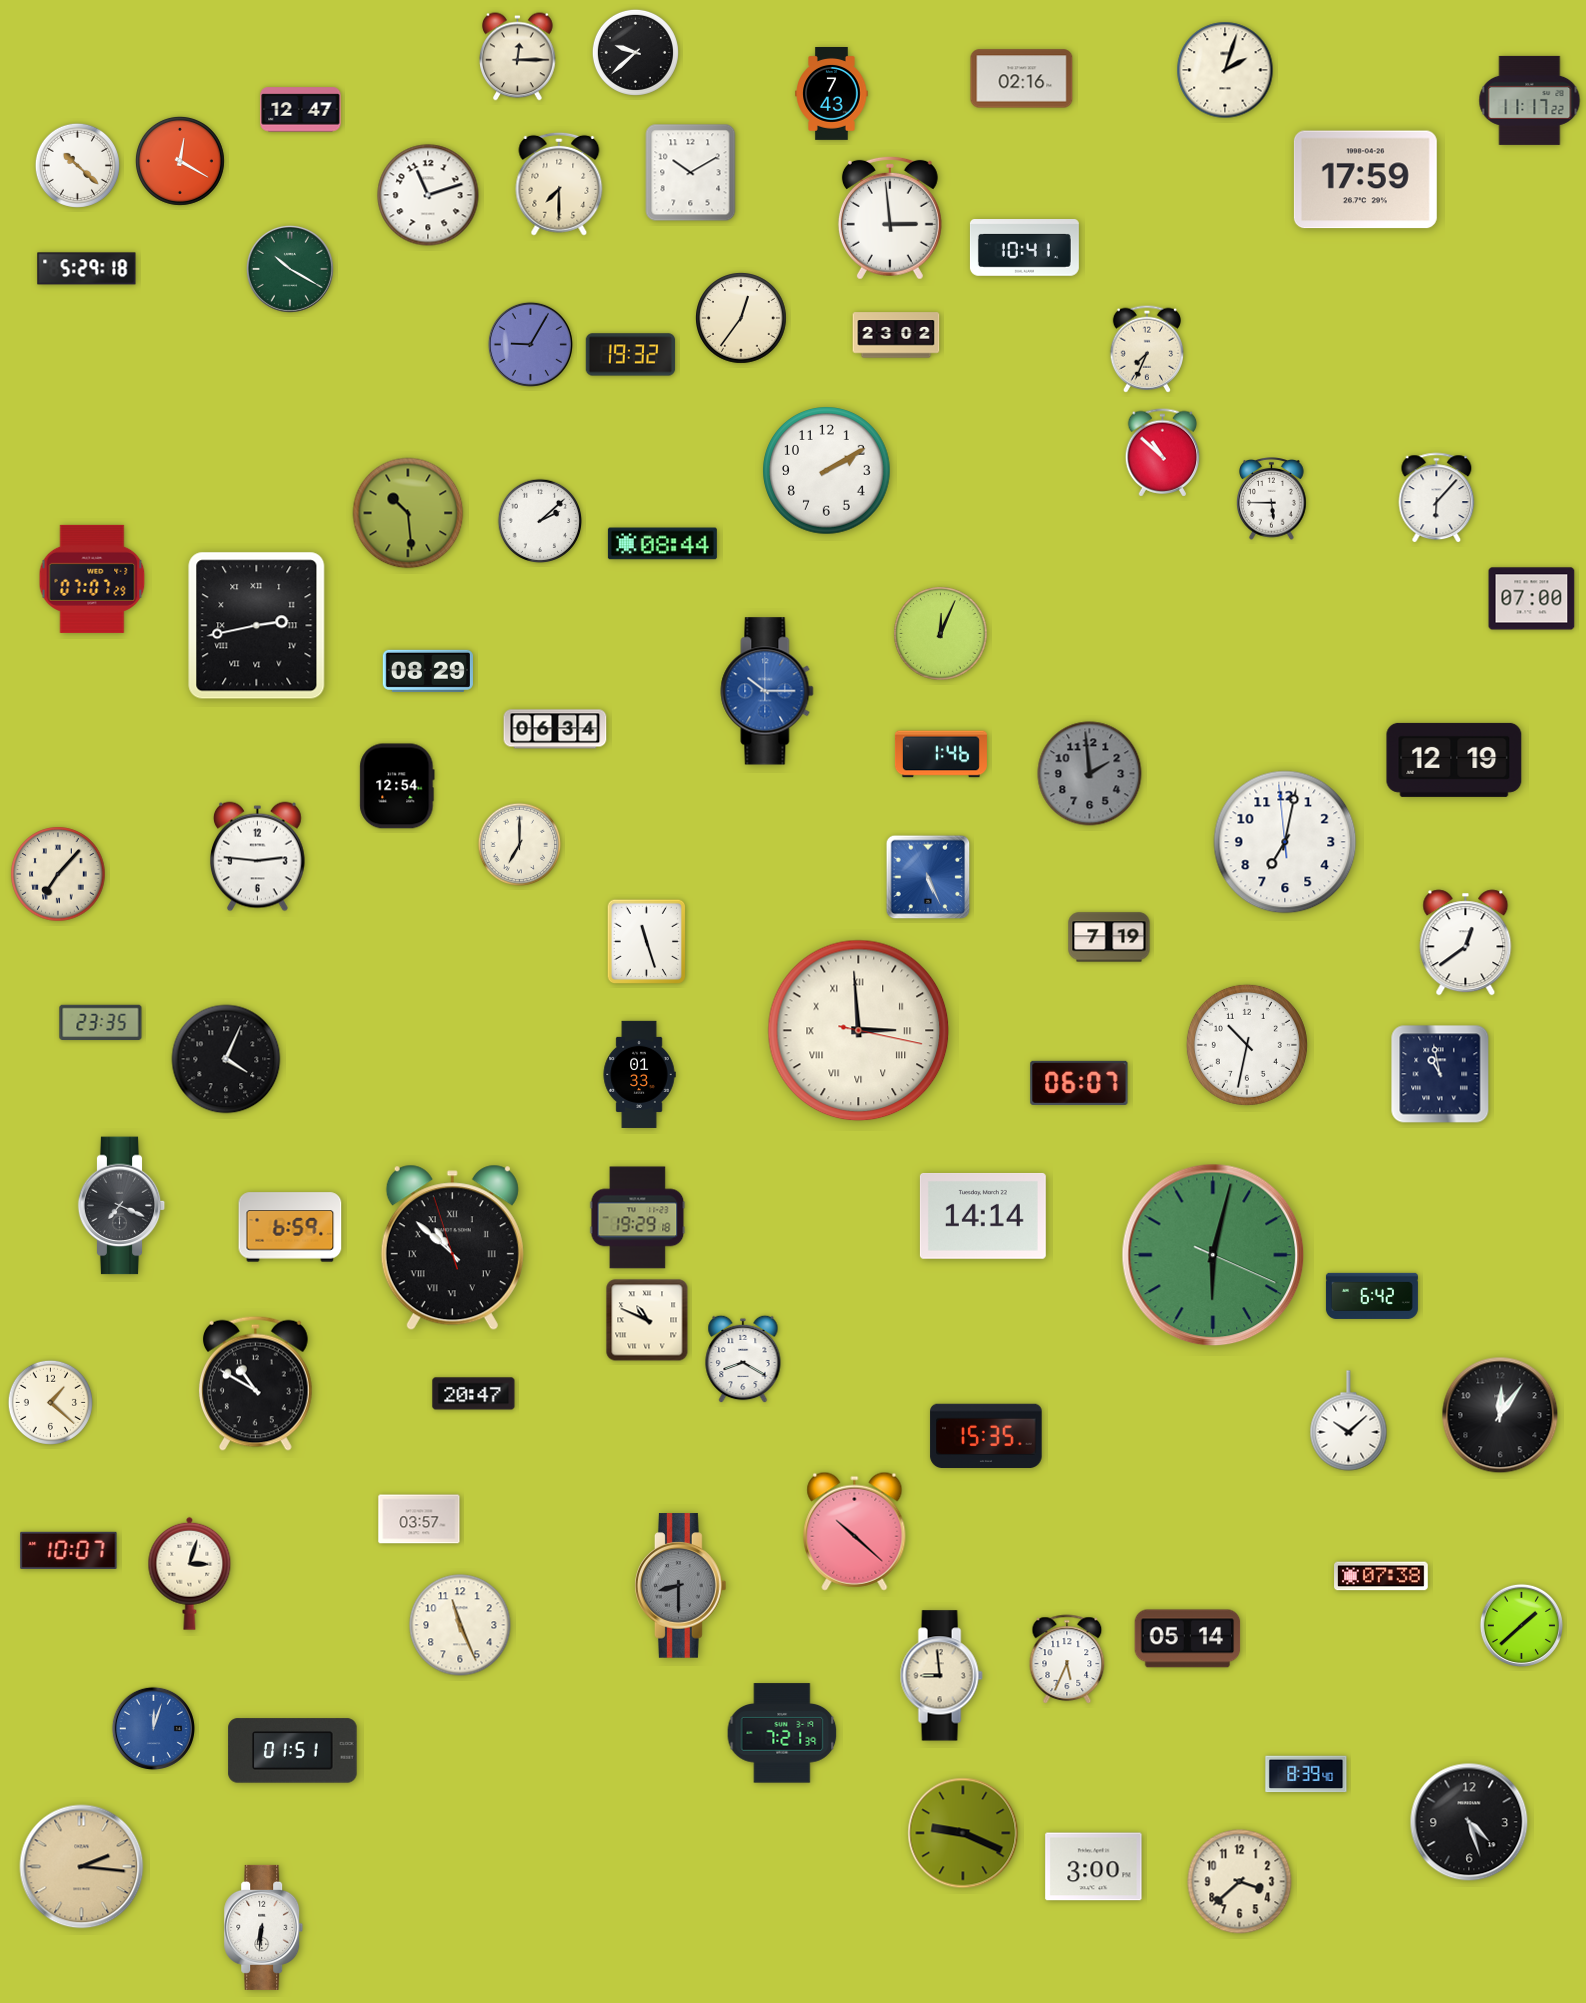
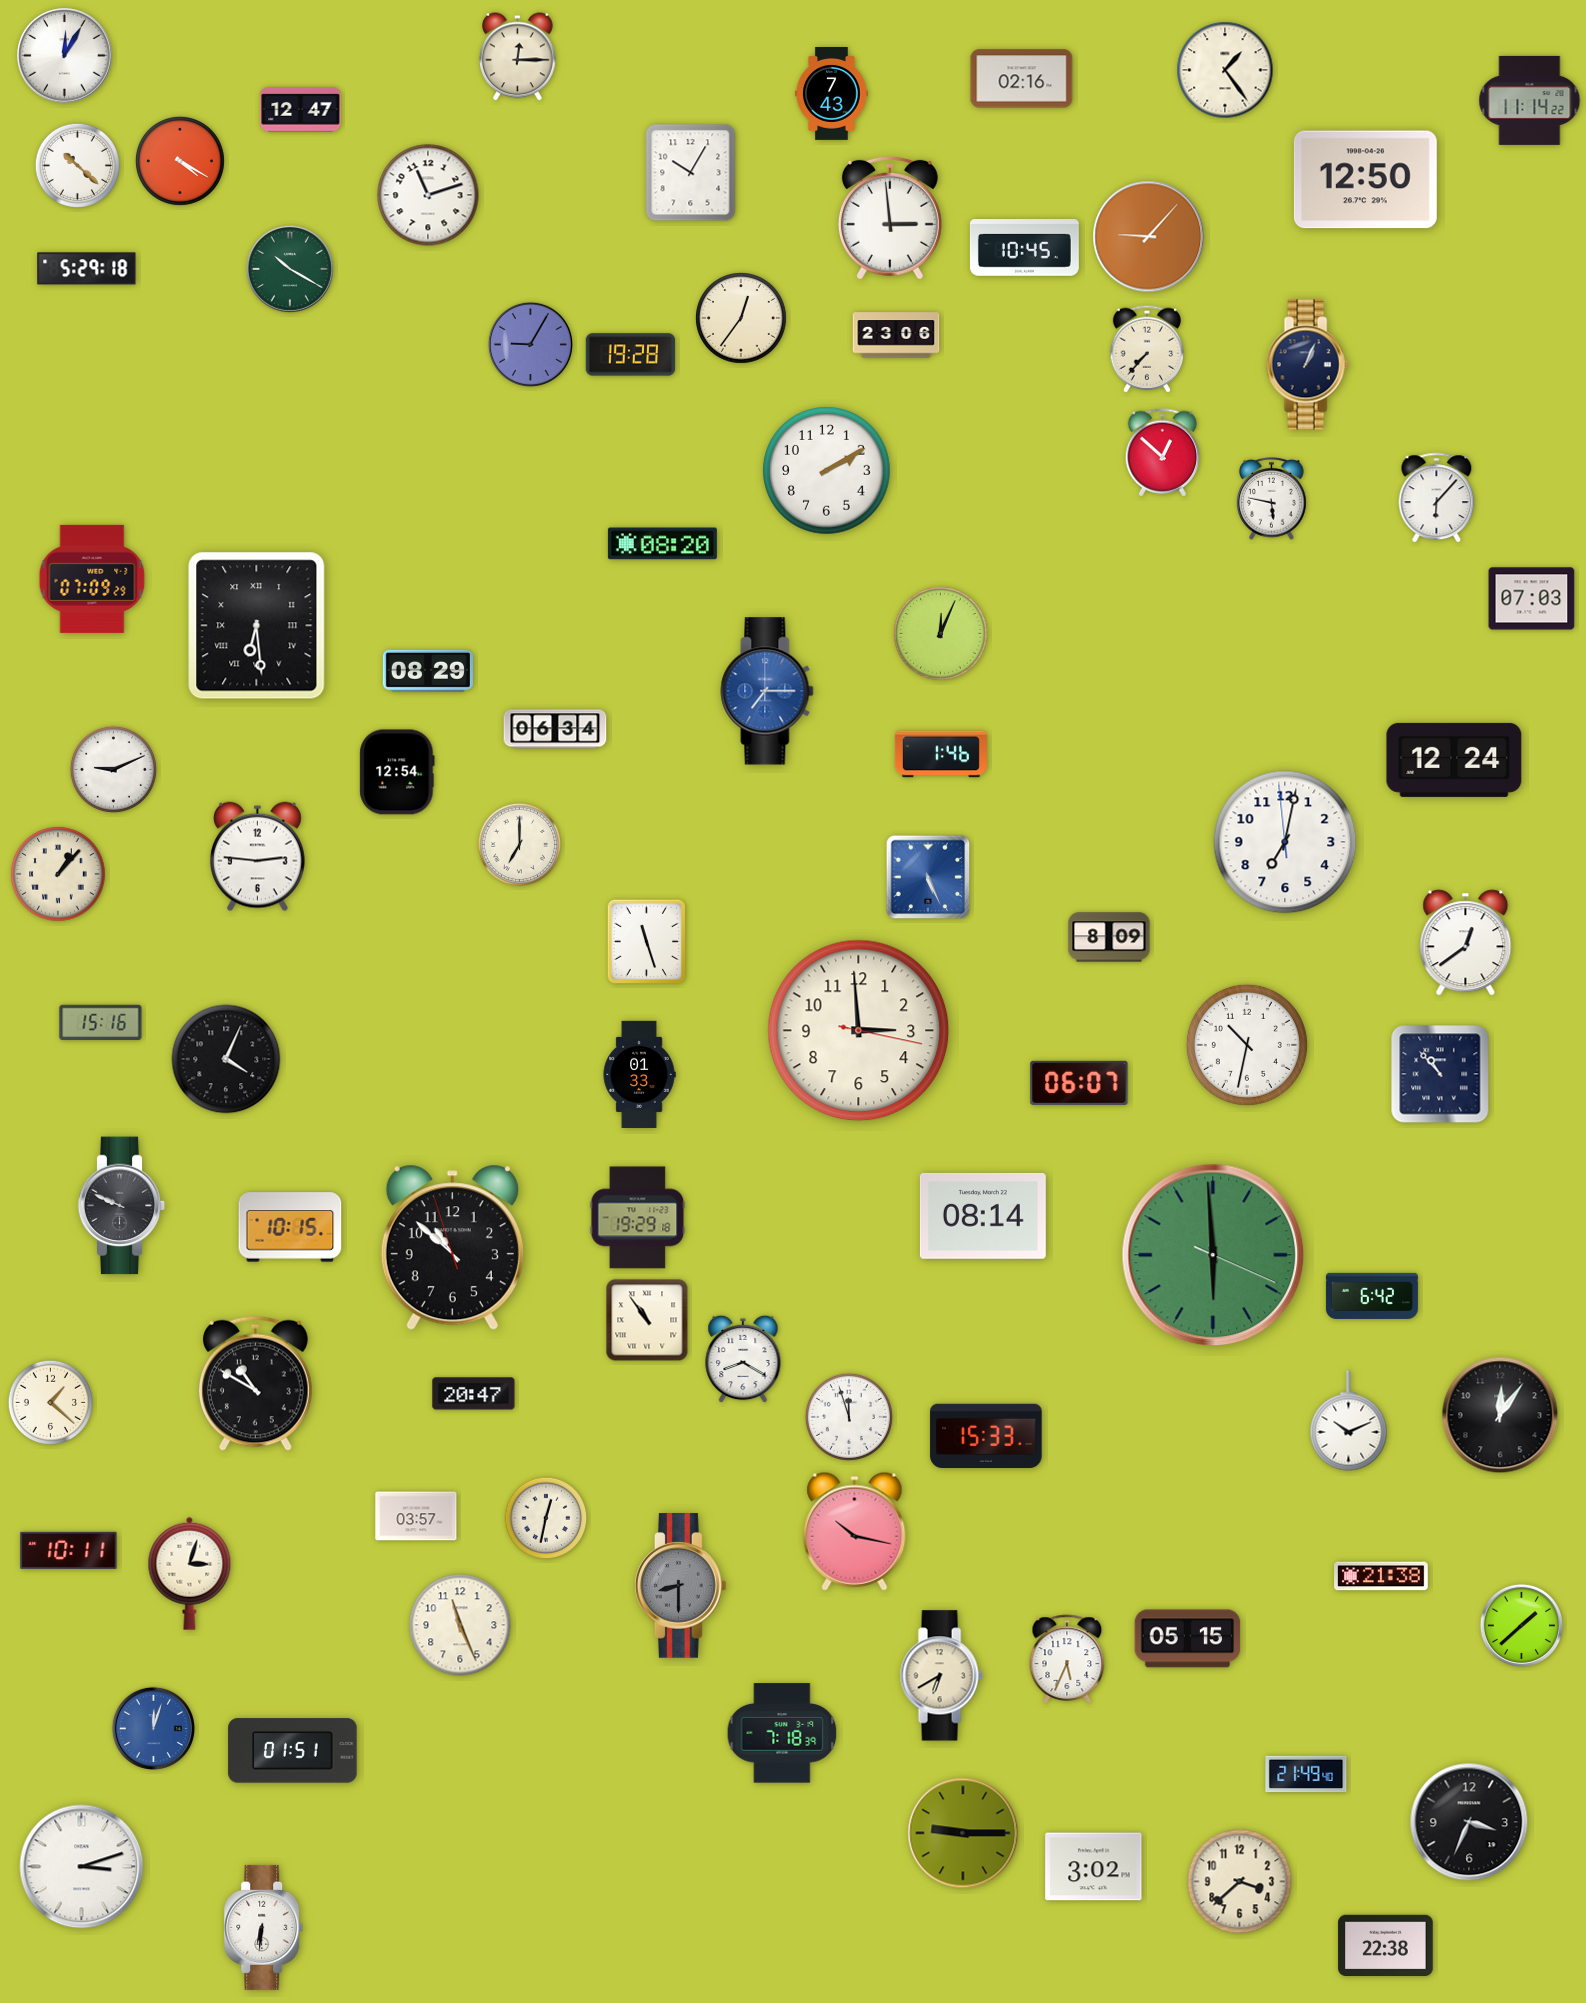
clock at (635, 52): 9:38 -> none
clock at (65, 56): none -> 12:05
clock at (1225, 70): 2:03 -> 1:24
clock at (1530, 100): 11:17 -> 11:14
clock at (180, 161): 12:20 -> 4:20
clock at (691, 173): 10:10 -> 10:05
clock at (1365, 180): 17:59 -> 12:50
clock at (559, 184): 7:30 -> none
clock at (1149, 237): none -> 9:07
clock at (1024, 248): 10:41 -> 10:45
clock at (896, 335): 23:02 -> 23:06
clock at (1146, 349): 7:34 -> 7:37
clock at (631, 355): 19:32 -> 19:28
clock at (1307, 365): none -> 1:04
clock at (1163, 453): 10:52 -> 12:52
clock at (1272, 499): 5:45 -> 5:47
clock at (408, 513): 10:29 -> none
clock at (539, 520): 2:08 -> none
clock at (662, 544): 08:44 -> 08:20
clock at (92, 579): 07:07 -> 07:09
clock at (1532, 599): 07:00 -> 07:03
clock at (257, 626): 2:43 -> 6:29
clock at (767, 691): 10:15 -> 7:15
clock at (1454, 760): 12:19 -> 12:24
clock at (113, 769): none -> 9:11
clock at (1090, 774): 1:59 -> none
clock at (397, 786) position: (397, 786) -> (397, 772)
clock at (58, 874): 7:07 -> 1:07
clock at (1109, 937): 7:19 -> 8:09
clock at (101, 1023): 23:35 -> 15:16
clock at (859, 1031) numerals: Roman -> Arabic
clock at (1440, 1074): 10:58 -> 10:53
clock at (122, 1206): 7:19 -> 9:49
clock at (983, 1216): 14:14 -> 08:14
clock at (290, 1227): 6:59 -> 10:15
clock at (452, 1248) numerals: Roman -> Arabic
clock at (1213, 1255): 6:02 -> 5:59
clock at (647, 1320): 10:49 -> 10:54
clock at (849, 1417): none -> 11:57
clock at (1349, 1421): 10:08 -> 10:11
clock at (986, 1435): 15:35 -> 15:33
clock at (546, 1518): none -> 12:32
clock at (419, 1519) position: (419, 1519) -> (416, 1516)
clock at (855, 1531): 10:22 -> 10:17
clock at (69, 1550): 10:07 -> 10:11
clock at (1381, 1576): 07:38 -> 21:38
clock at (1188, 1639): 05:14 -> 05:15
clock at (941, 1676): 8:59 -> 6:40
clock at (782, 1733): 7:21 -> 7:18
clock at (1306, 1774): 8:39 -> 21:49
clock at (1469, 1822): 4:27 -> 3:34
clock at (963, 1833): 9:19 -> 9:15
clock at (82, 1867): 2:16 -> 3:12
clock at (82, 1867) dial: champagne -> white
clock at (1094, 1867): 3:00 -> 3:02
clock at (1386, 1945): none -> 22:38
